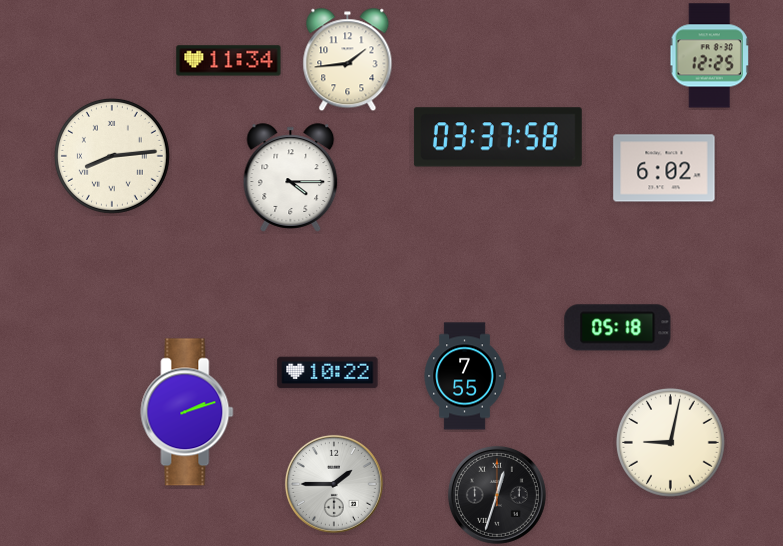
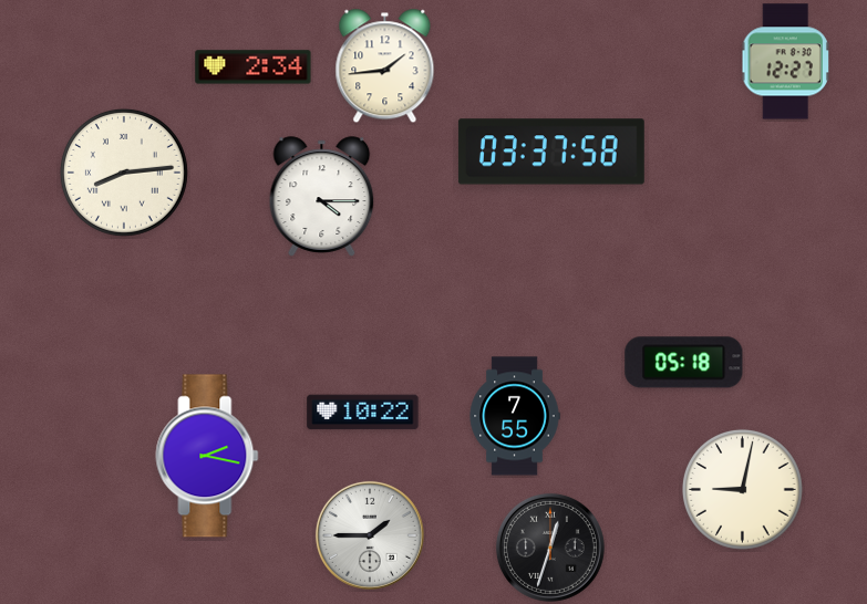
clock at (710, 56): 12:25 -> 12:27
clock at (229, 61): 11:34 -> 2:34
clock at (664, 168): 6:02 -> none
clock at (187, 412): 2:12 -> 2:17
